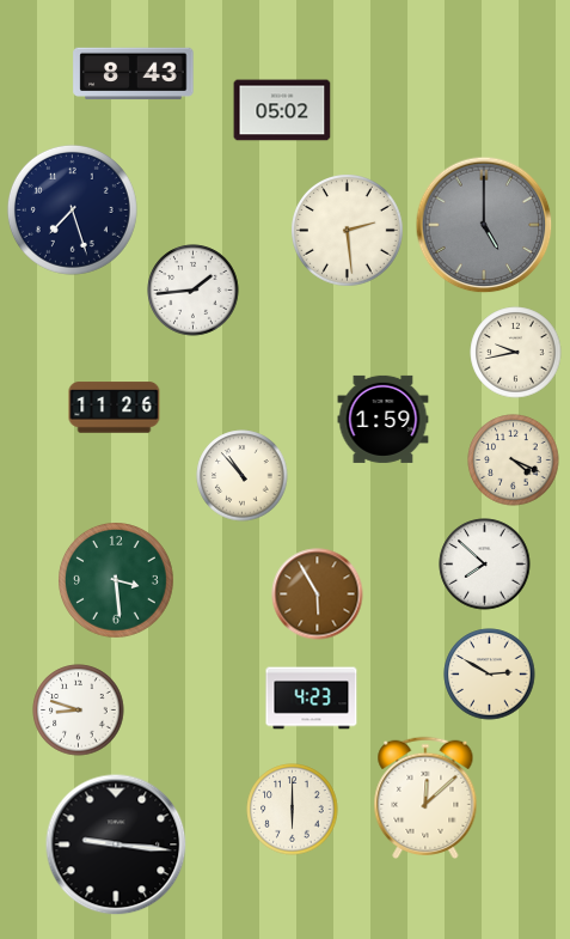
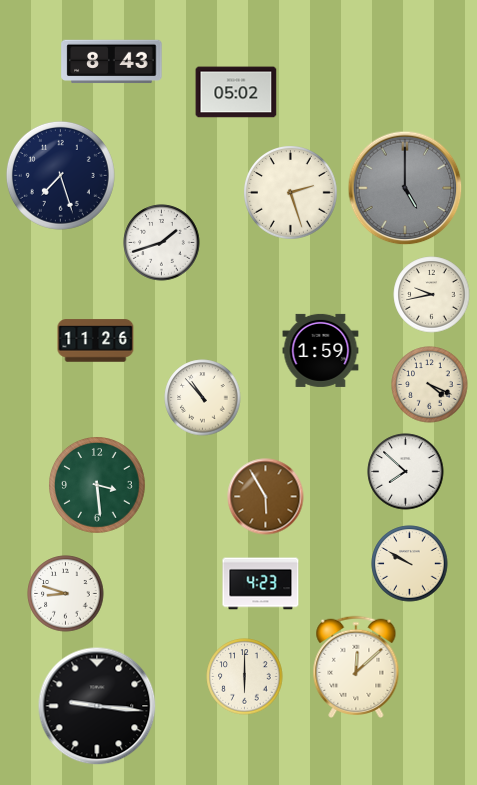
clock at (348, 231): 2:29 -> 2:27
clock at (194, 291): 1:44 -> 1:42
clock at (490, 675): 2:50 -> 9:50
